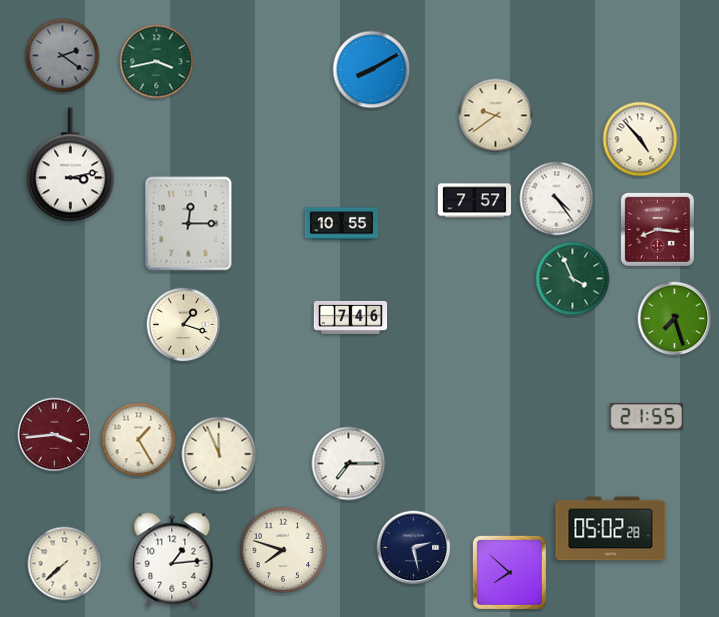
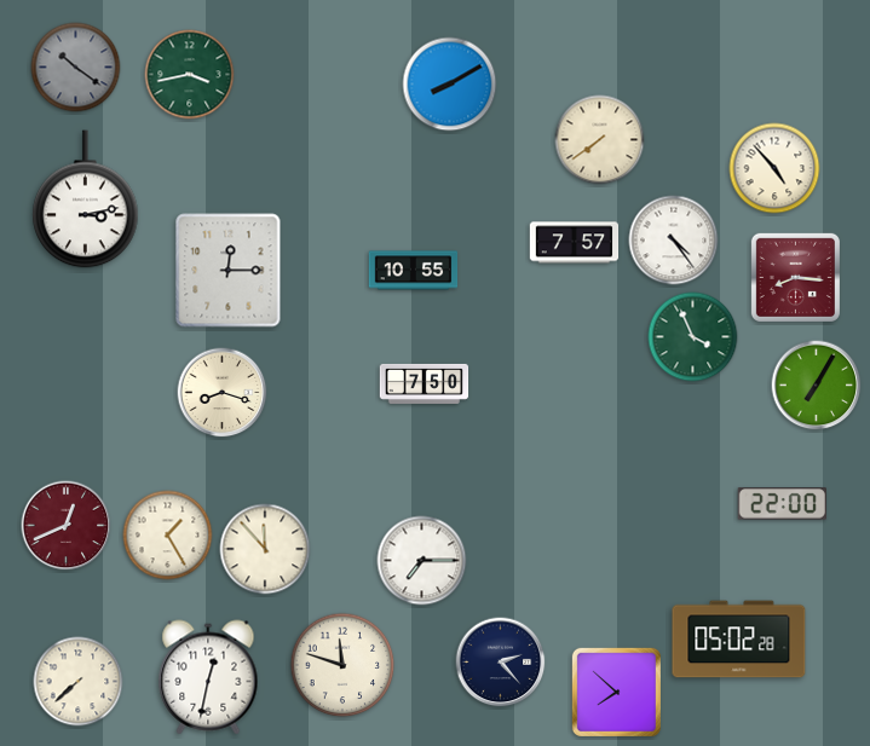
clock at (63, 56): 2:21 -> 10:21
clock at (496, 116): 9:39 -> 7:39
clock at (351, 317): 7:46 -> 7:50
clock at (675, 319): 7:27 -> 7:05
clock at (184, 325): 1:18 -> 8:18
clock at (646, 417): 21:55 -> 22:00
clock at (55, 435): 3:44 -> 12:41
clock at (139, 440) position: (139, 440) -> (168, 536)
clock at (219, 454): 11:56 -> 11:53
clock at (414, 548): 2:28 -> 2:23
clock at (283, 550): 7:48 -> 11:48
clock at (172, 560): 1:14 -> 12:32
